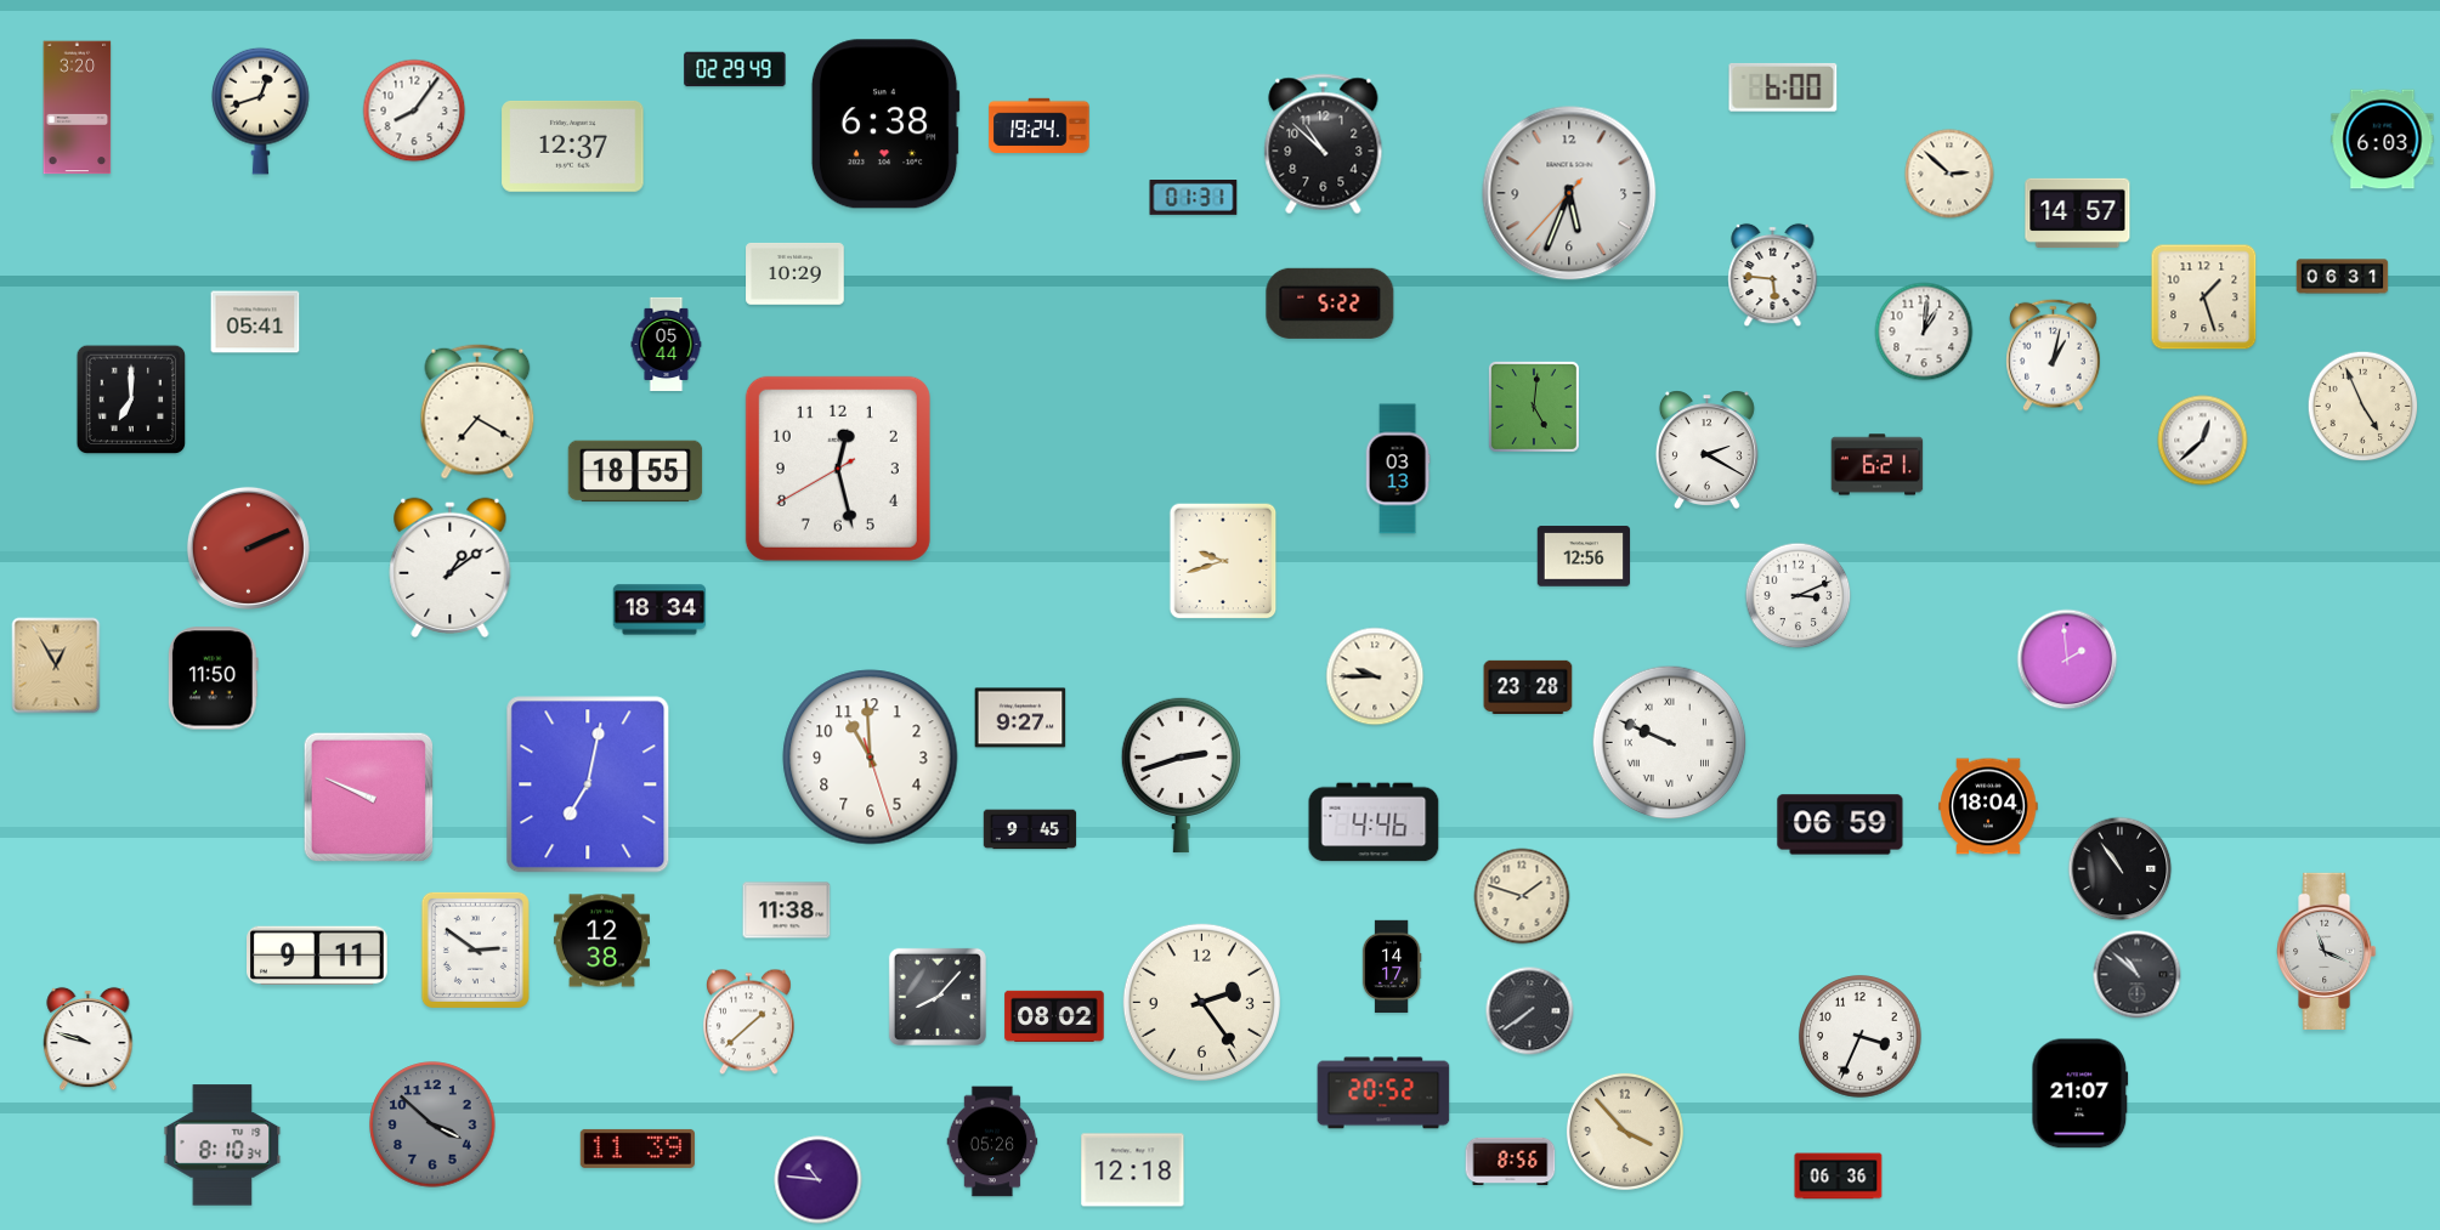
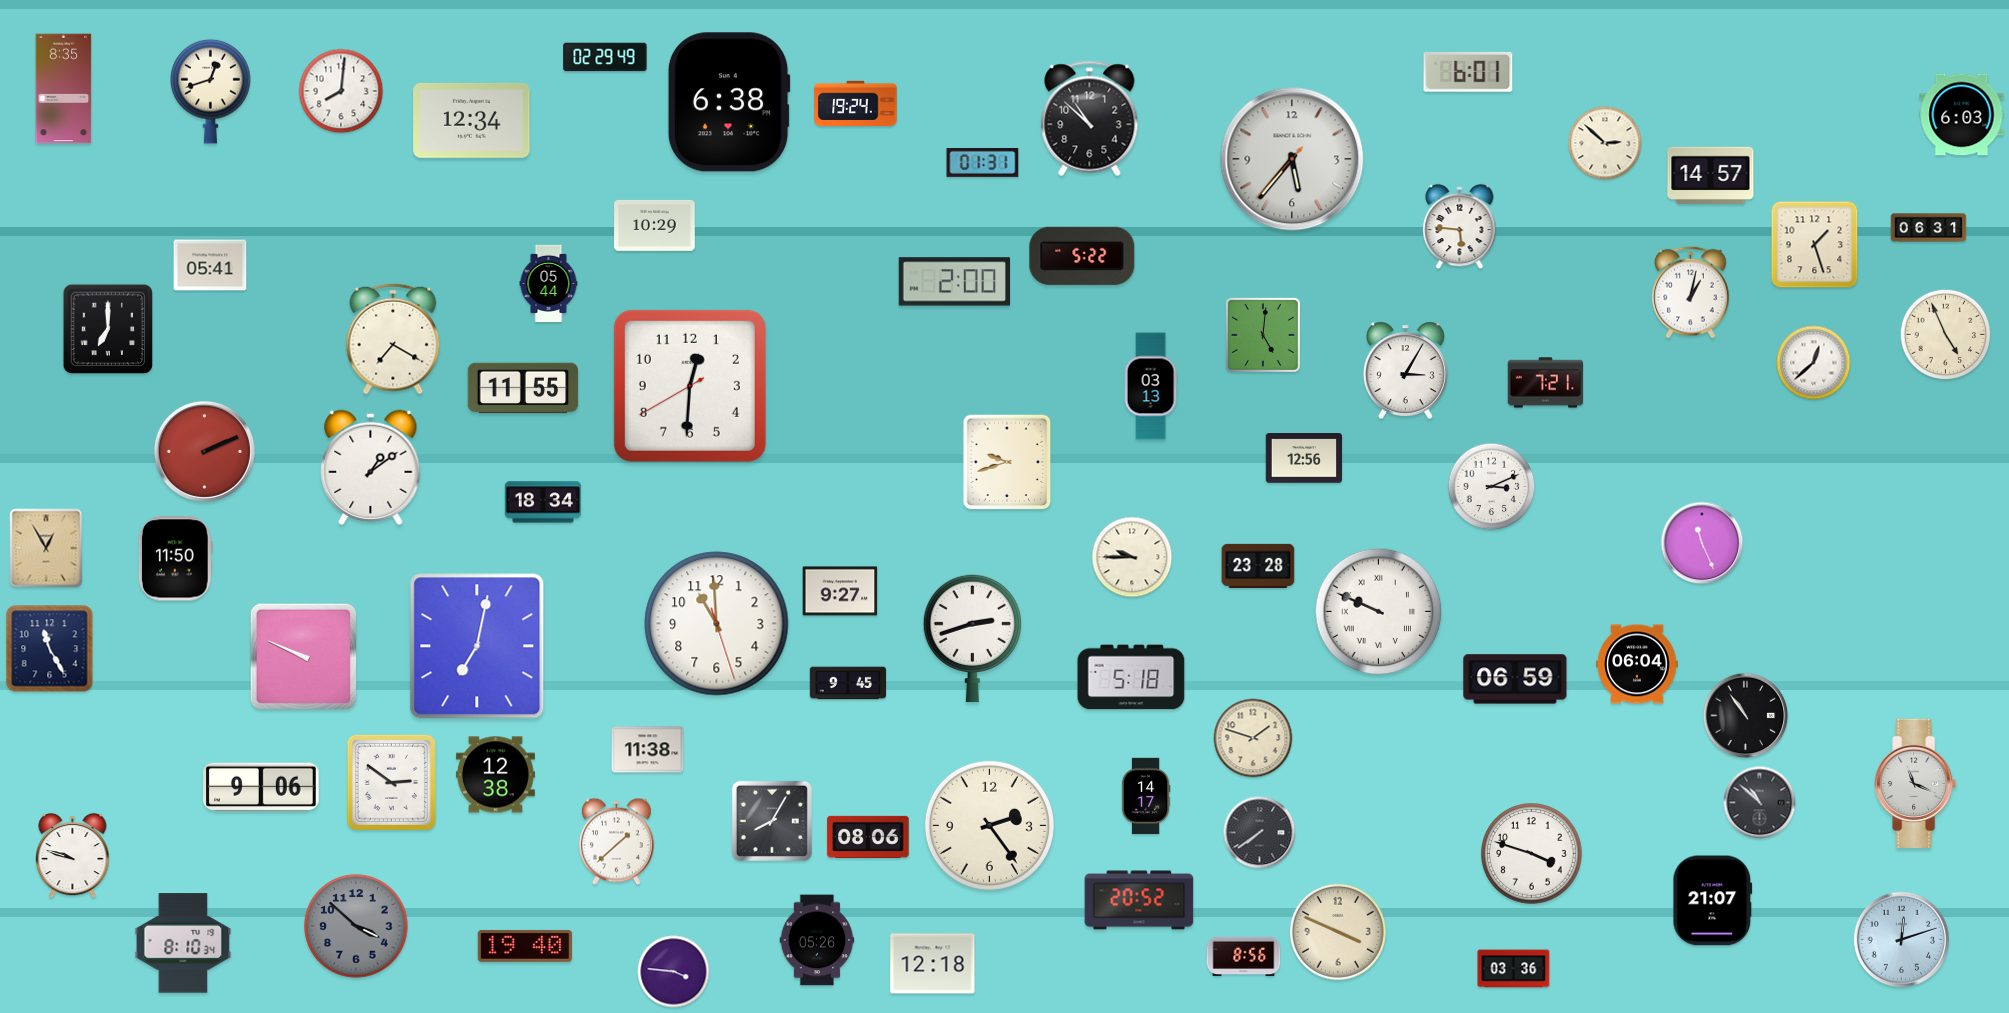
clock at (1783, 87): 6:00 -> 6:01
clock at (78, 108): 3:20 -> 8:35
clock at (261, 110) position: (261, 110) -> (211, 91)
clock at (414, 110): 8:06 -> 8:01
clock at (573, 146): 12:37 -> 12:34
clock at (1569, 193): 5:33 -> 5:36
clock at (1330, 304) position: (1330, 304) -> (1082, 256)
clock at (1924, 331): 1:01 -> none
clock at (954, 282): none -> 2:00
clock at (1706, 449): 2:20 -> 3:05
clock at (1878, 465): 6:21 -> 7:21
clock at (838, 469): 12:27 -> 12:30
clock at (635, 471): 18:55 -> 11:55
clock at (1799, 596) position: (1799, 596) -> (1492, 487)
clock at (2067, 659): 1:59 -> 11:26
clock at (1670, 743) position: (1670, 743) -> (1379, 612)
clock at (588, 784) position: (588, 784) -> (477, 646)
clock at (50, 649): none -> 11:25
clock at (1988, 806): 18:04 -> 06:04
clock at (1374, 822): 4:46 -> 5:18
clock at (318, 956): 9:11 -> 9:06
clock at (938, 997): 8:07 -> 8:05
clock at (1054, 1016): 08:02 -> 08:06
clock at (1861, 1037): 3:34 -> 3:48
clock at (1625, 1132): 3:53 -> 3:49
clock at (1901, 939): none -> 12:12
clock at (638, 1149): 11:39 -> 19:40
clock at (1839, 1177): 06:36 -> 03:36
clock at (819, 1180): 10:46 -> 3:46
